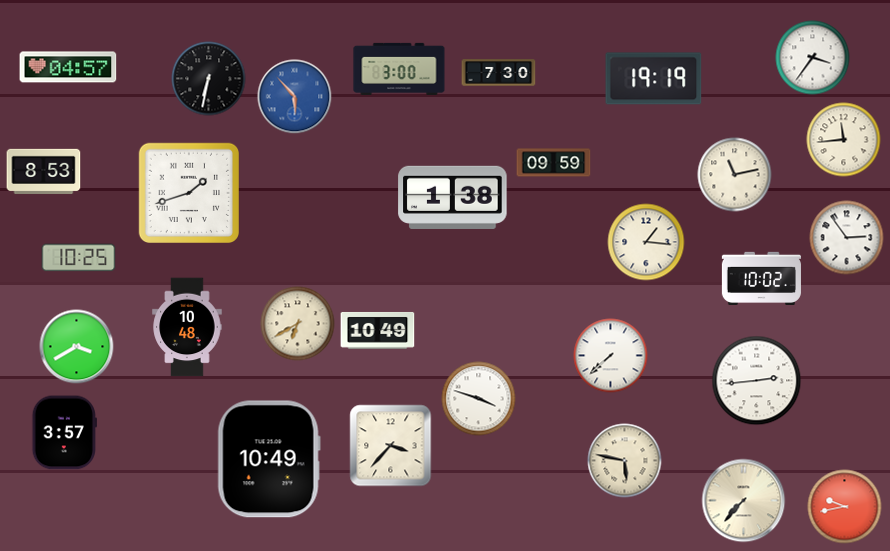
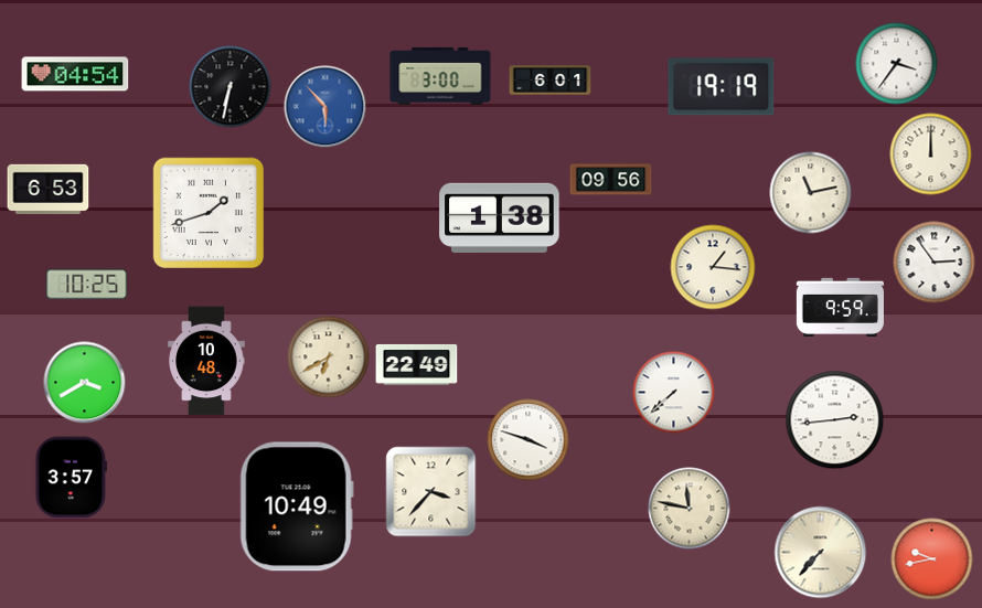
clock at (68, 67): 04:57 -> 04:54
clock at (499, 73): 7:30 -> 6:01
clock at (844, 140): 11:44 -> 12:00
clock at (554, 163): 09:59 -> 09:56
clock at (44, 171): 8:53 -> 6:53
clock at (761, 278): 10:02 -> 9:59
clock at (378, 330): 10:49 -> 22:49
clock at (625, 461): 5:47 -> 11:47
